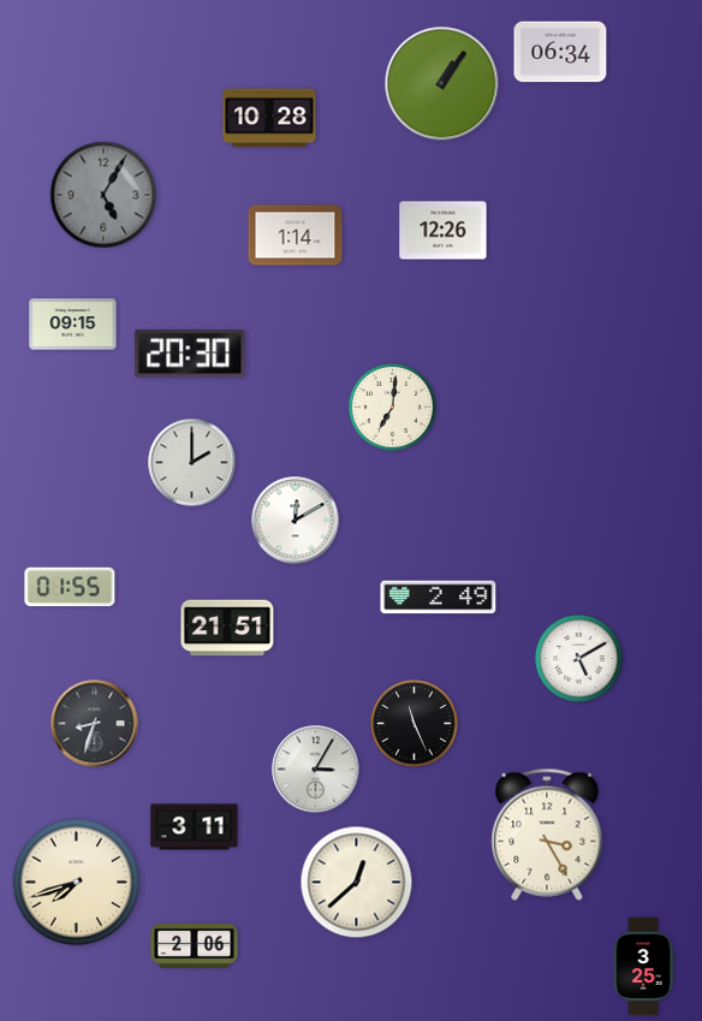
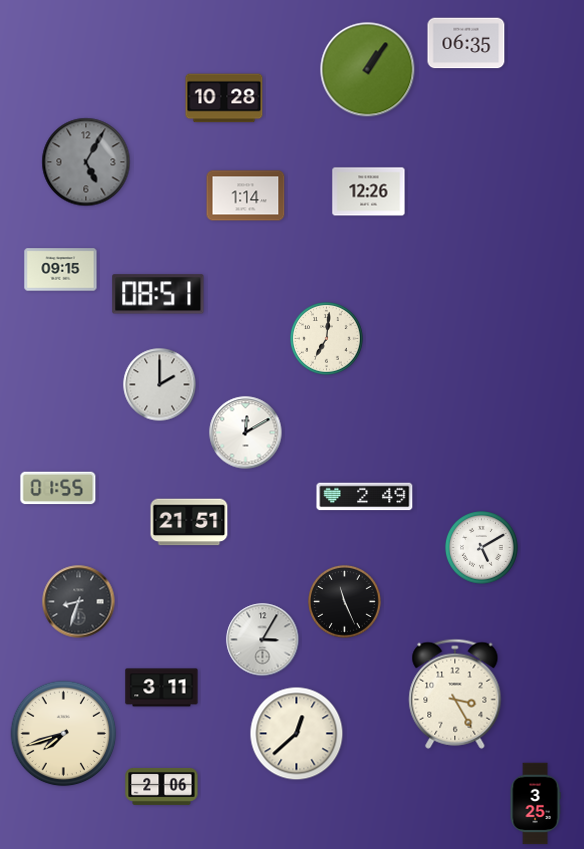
clock at (560, 52): 06:34 -> 06:35
clock at (190, 354): 20:30 -> 08:51
